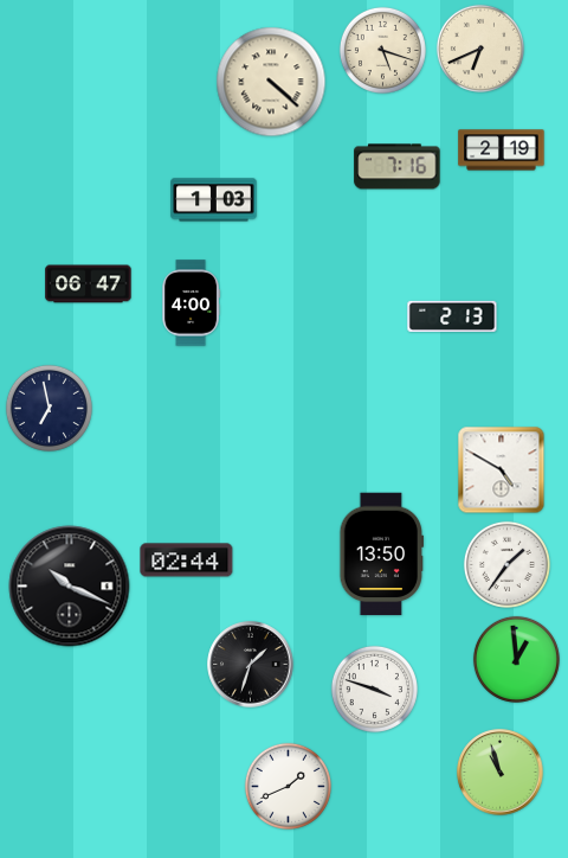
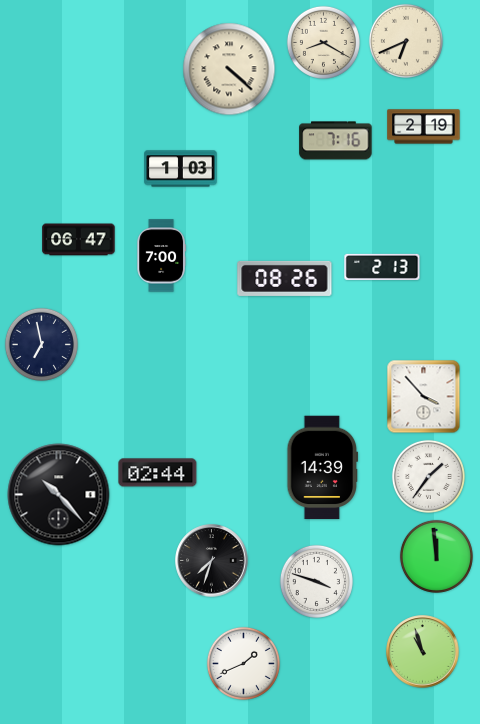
clock at (382, 50): 5:18 -> 8:20
clock at (89, 284) position: (89, 284) -> (79, 240)
clock at (191, 303): 4:00 -> 7:00
clock at (285, 278): none -> 08:26
clock at (502, 470): 4:50 -> 3:53
clock at (382, 555): 13:50 -> 14:39
clock at (70, 587): 10:19 -> 10:23
clock at (516, 659): 12:59 -> 11:59
clock at (251, 665): 1:33 -> 7:33
